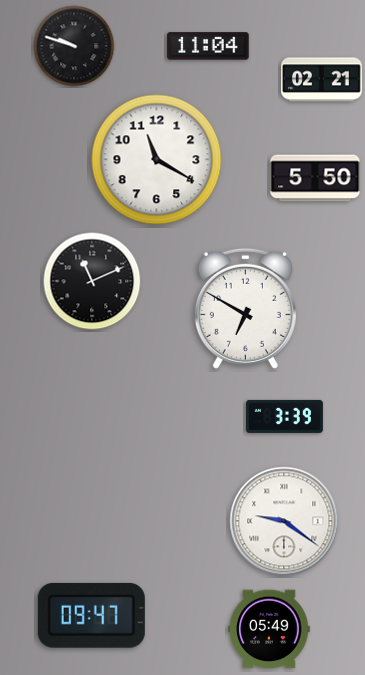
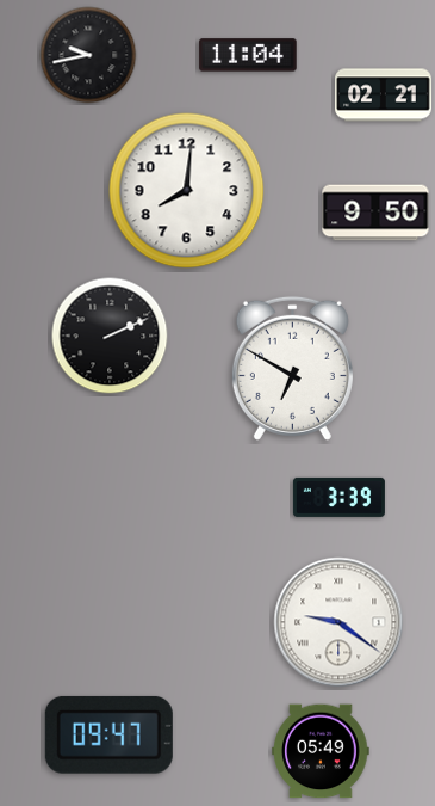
clock at (74, 46): 9:48 -> 9:43
clock at (157, 160): 11:20 -> 8:01
clock at (315, 178): 5:50 -> 9:50
clock at (92, 281): 11:11 -> 2:11
